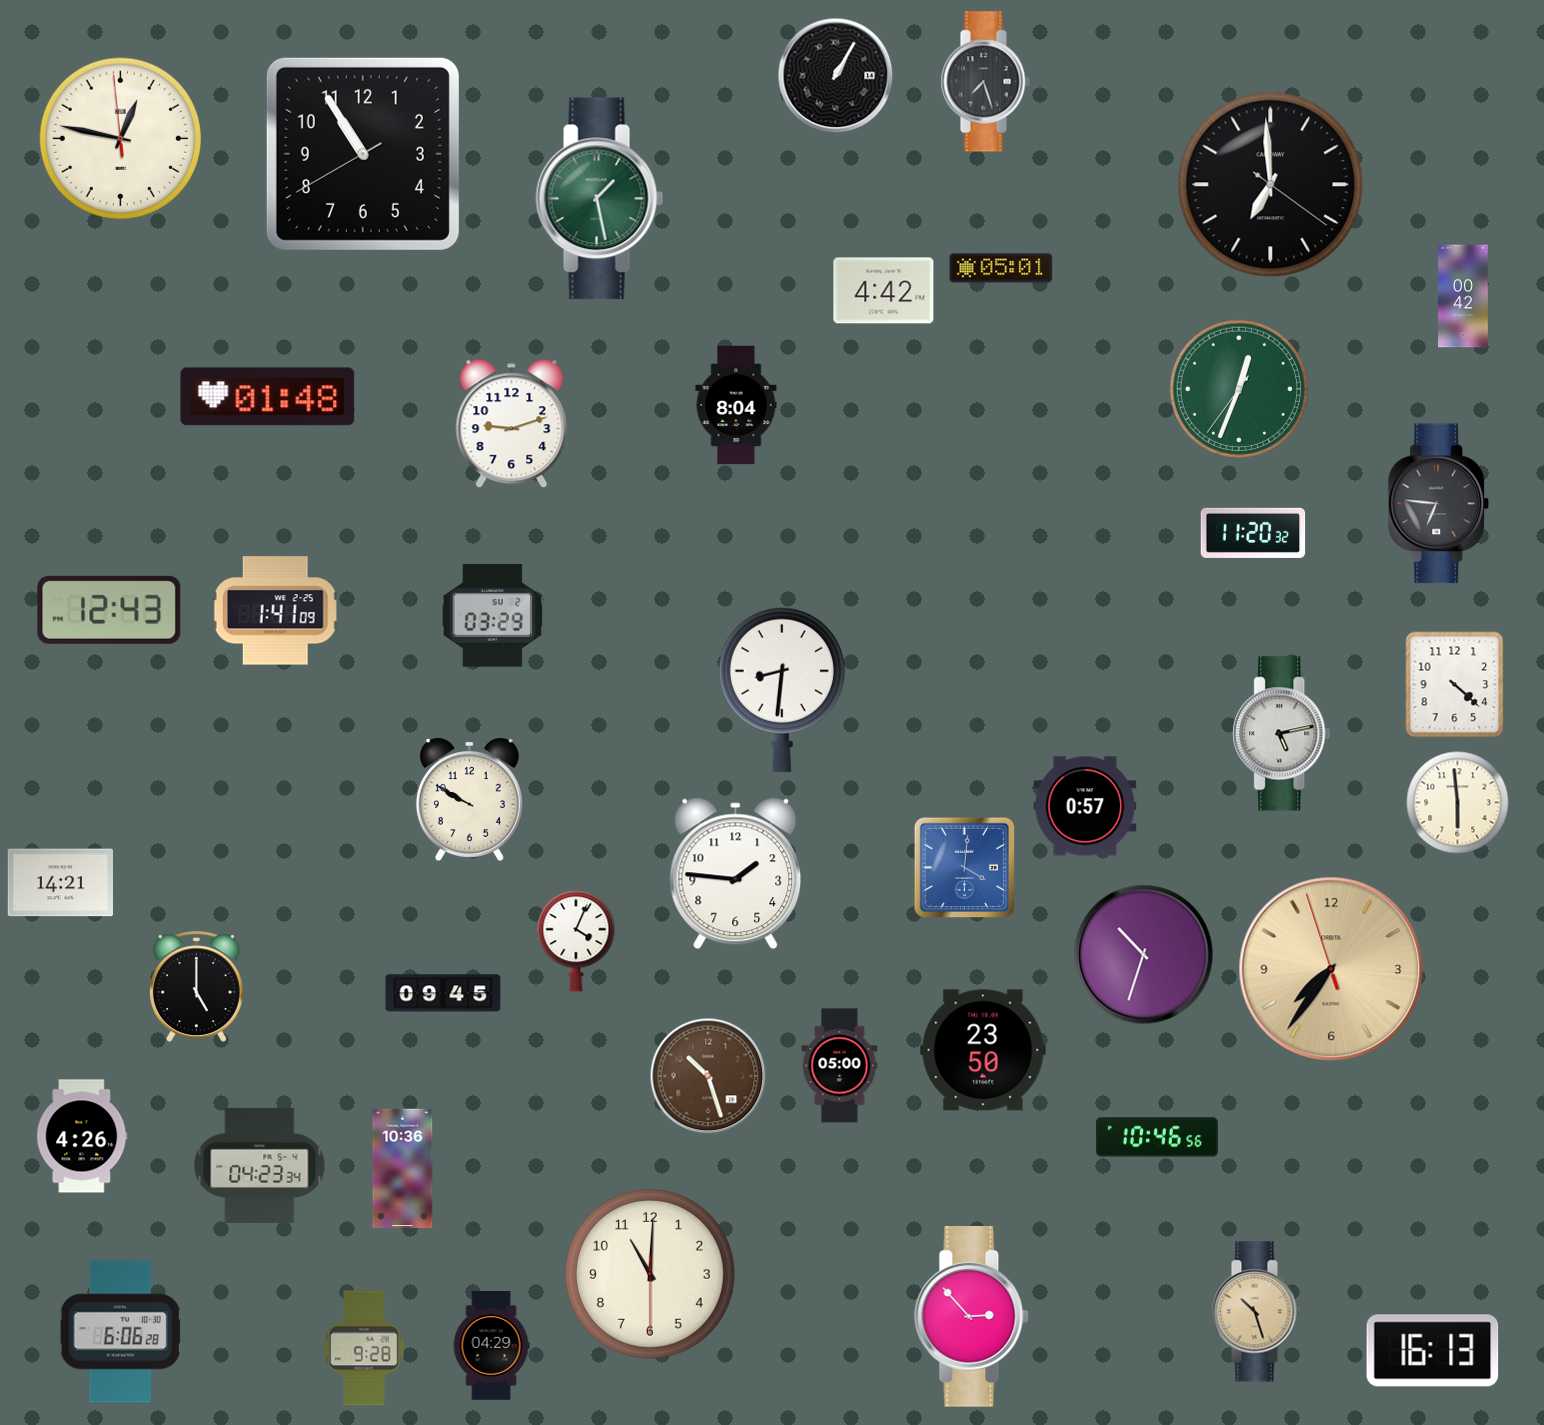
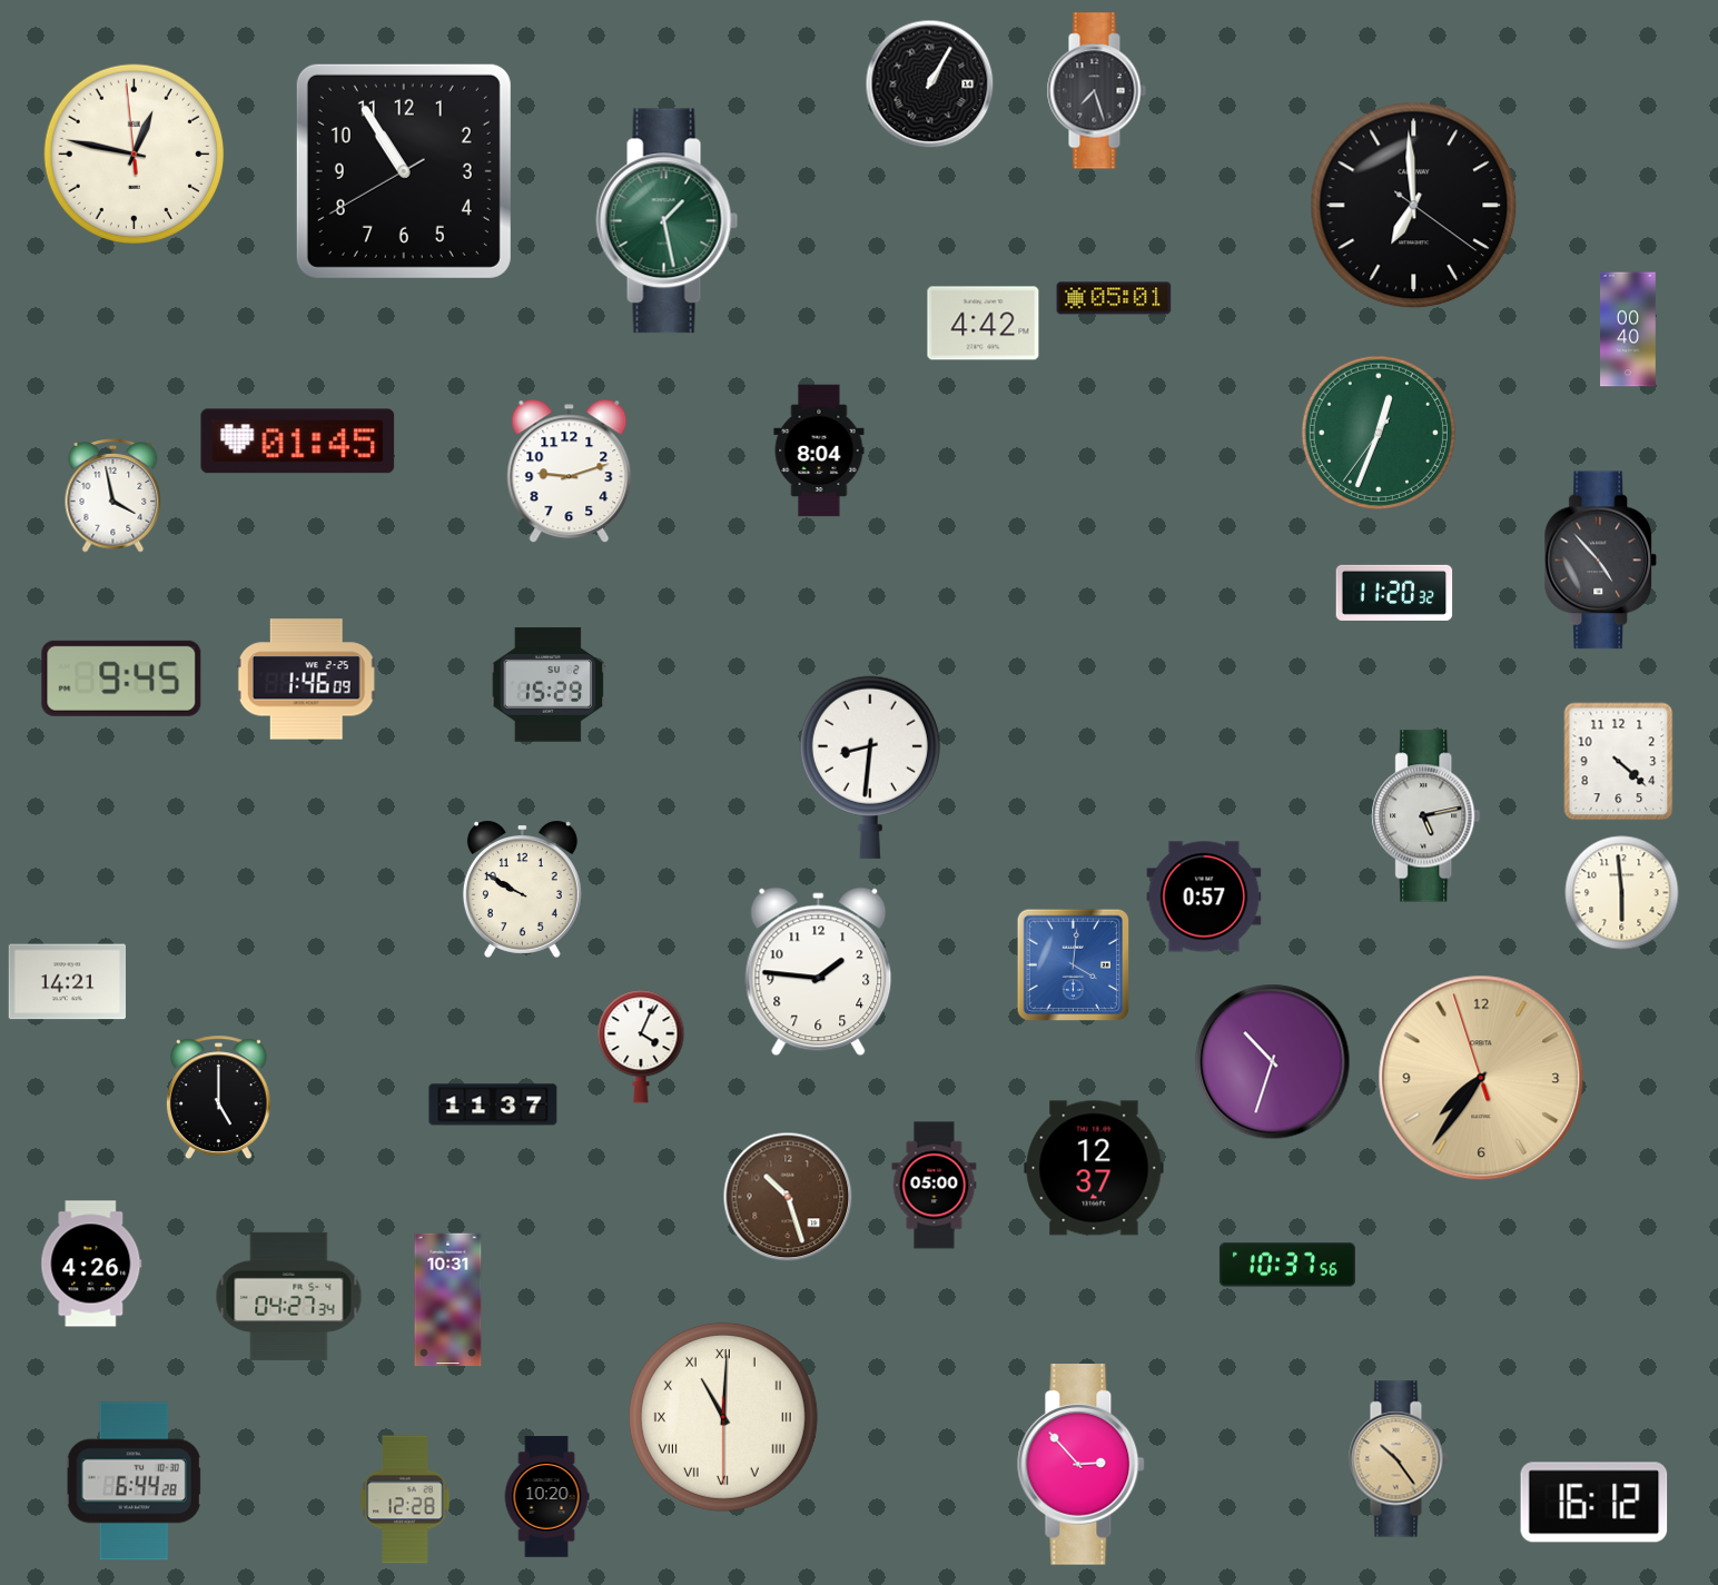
clock at (1464, 296): 00:42 -> 00:40
clock at (268, 397): 01:48 -> 01:45
clock at (113, 496): none -> 3:58
clock at (1439, 504): 6:46 -> 4:53
clock at (109, 610): 12:43 -> 9:45
clock at (276, 611): 1:41 -> 1:46
clock at (493, 616): 03:29 -> 15:29
clock at (1085, 806) position: (1085, 806) -> (1204, 896)
clock at (443, 993): 09:45 -> 11:37
clock at (983, 1050): 23:50 -> 12:37
clock at (1157, 1137): 10:46 -> 10:37
clock at (260, 1165): 04:23 -> 04:27
clock at (403, 1169): 10:36 -> 10:31
clock at (650, 1274) numerals: Arabic -> Roman
clock at (1256, 1312): 10:27 -> 10:24
clock at (120, 1332): 6:06 -> 6:44
clock at (491, 1346): 04:29 -> 10:20
clock at (364, 1348): 9:28 -> 12:28
clock at (1433, 1351): 16:13 -> 16:12
